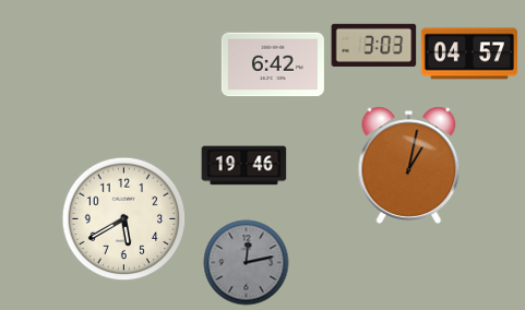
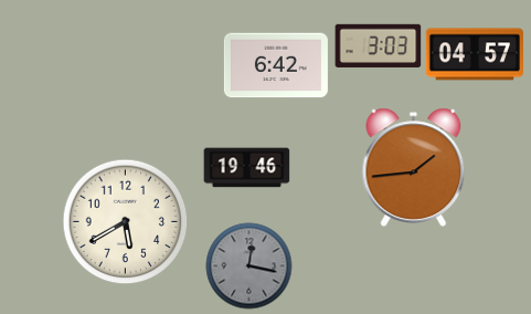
clock at (409, 165): 1:02 -> 1:44
clock at (246, 262): 12:13 -> 12:17
